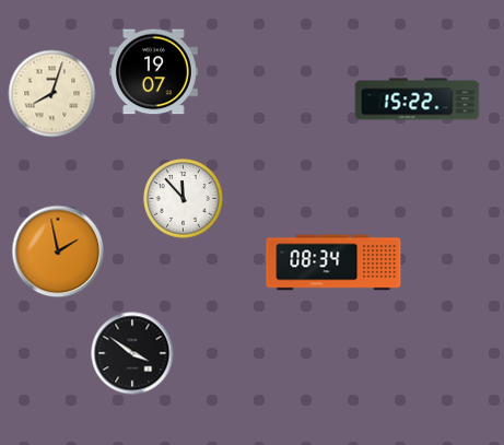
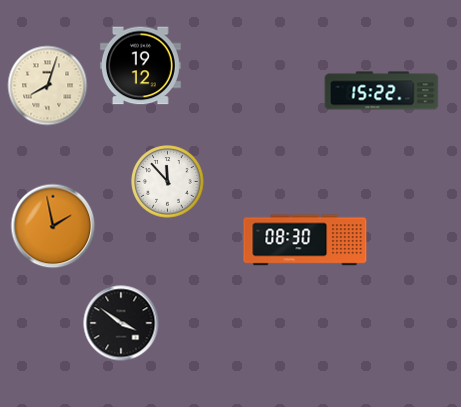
clock at (153, 72): 19:07 -> 19:12
clock at (58, 251) position: (58, 251) -> (53, 226)
clock at (333, 262): 08:34 -> 08:30
